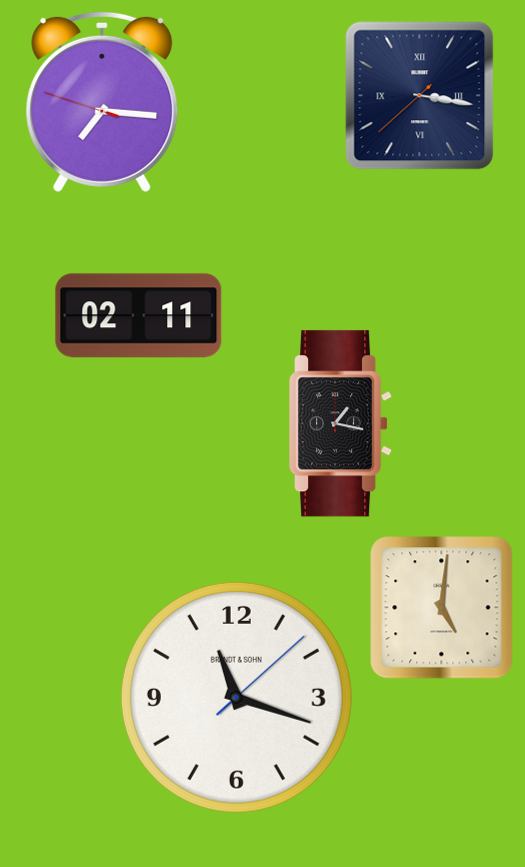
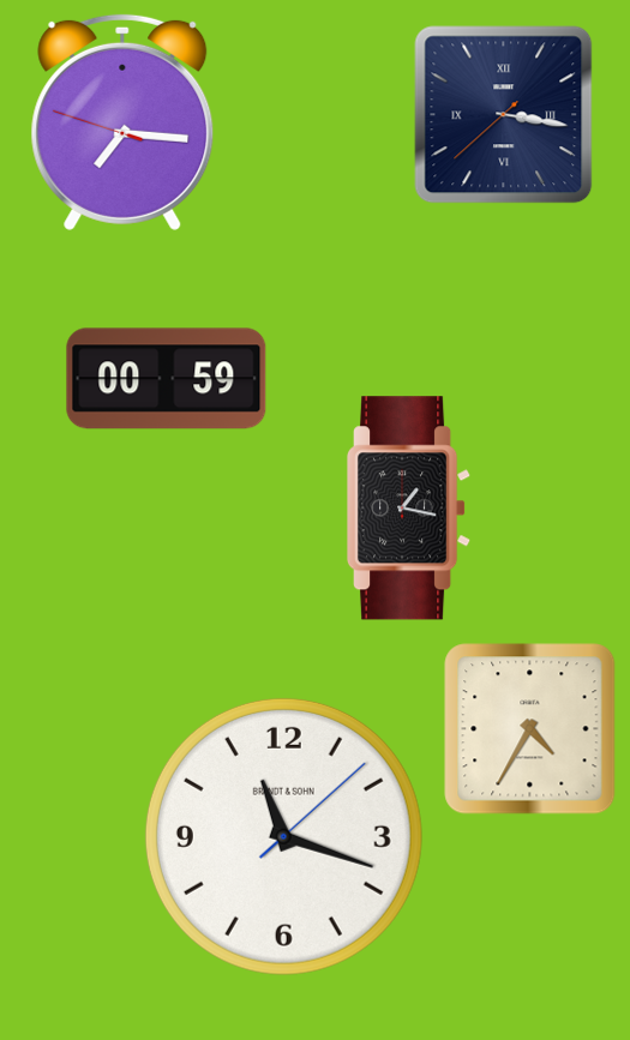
clock at (139, 316): 02:11 -> 00:59
clock at (442, 608): 5:01 -> 4:35
